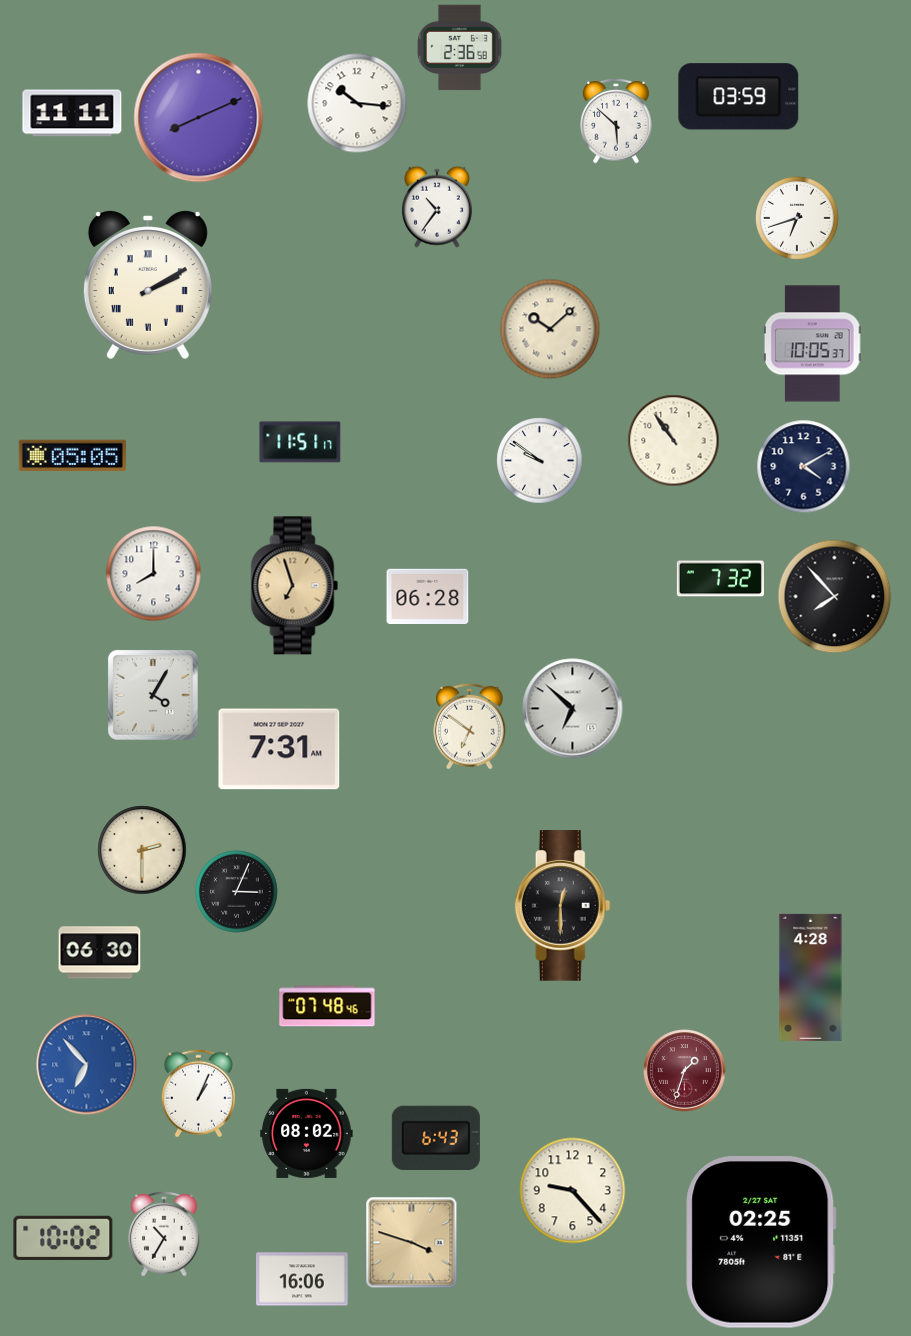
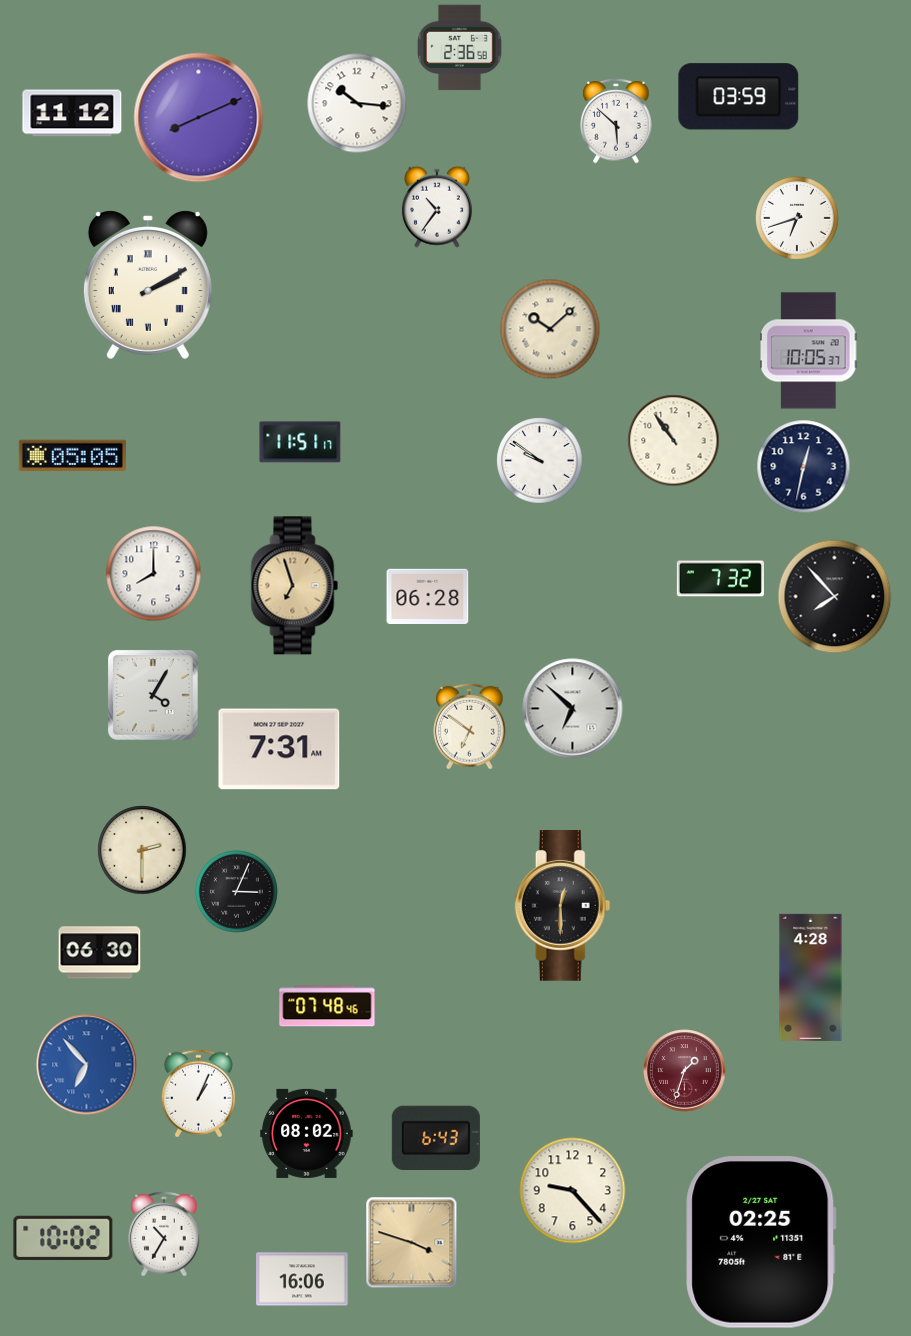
clock at (72, 113): 11:11 -> 11:12
clock at (813, 344) position: (813, 344) -> (809, 351)
clock at (804, 467): 4:10 -> 12:32
